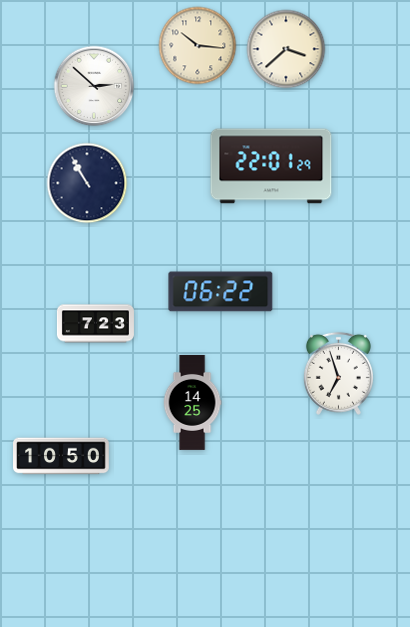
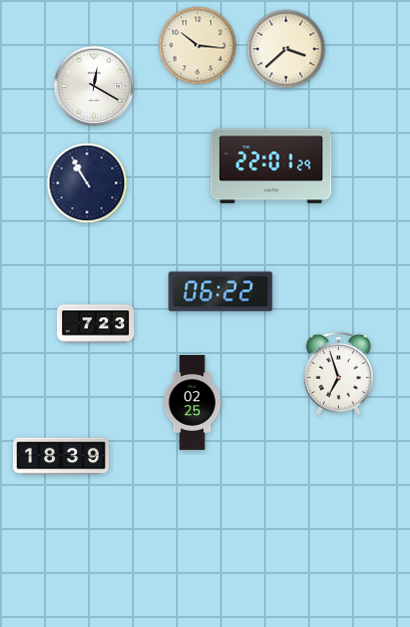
clock at (94, 86): 2:52 -> 12:20
clock at (192, 402): 14:25 -> 02:25
clock at (61, 456): 10:50 -> 18:39
